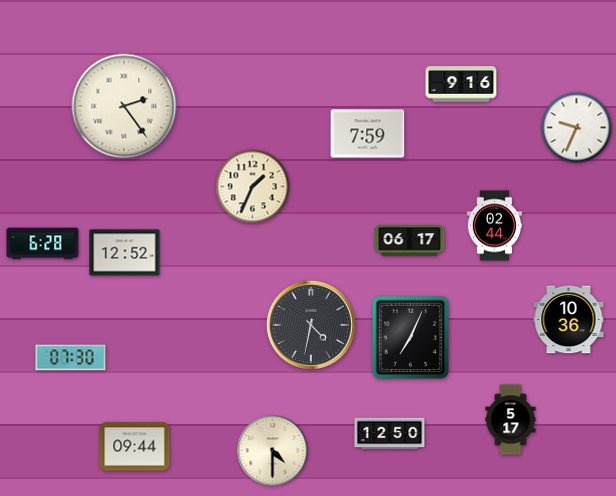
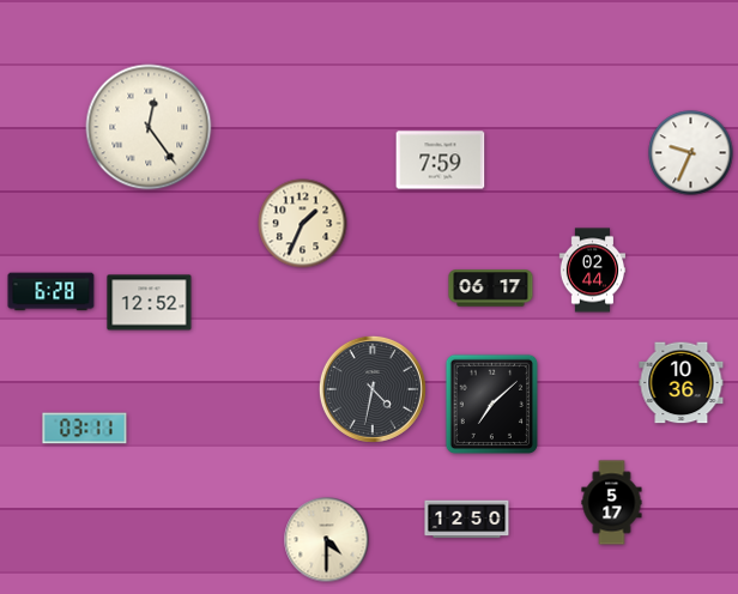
clock at (461, 84): 9:16 -> none
clock at (124, 106): 2:24 -> 12:24
clock at (411, 338): 7:04 -> 7:08
clock at (71, 358): 07:30 -> 03:11
clock at (135, 447): 09:44 -> none
